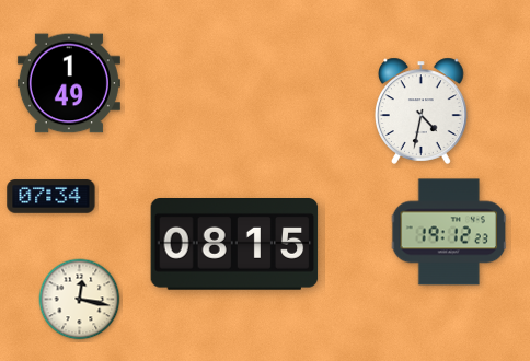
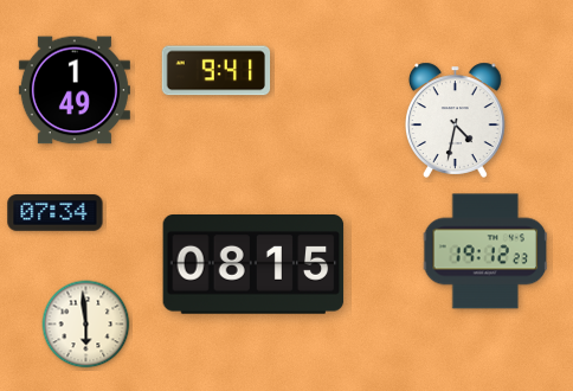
clock at (217, 71): none -> 9:41
clock at (80, 300): 12:17 -> 5:59
